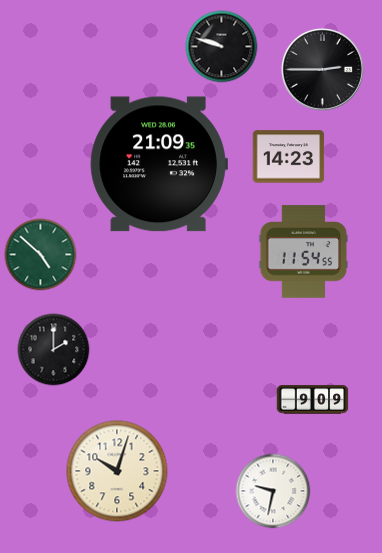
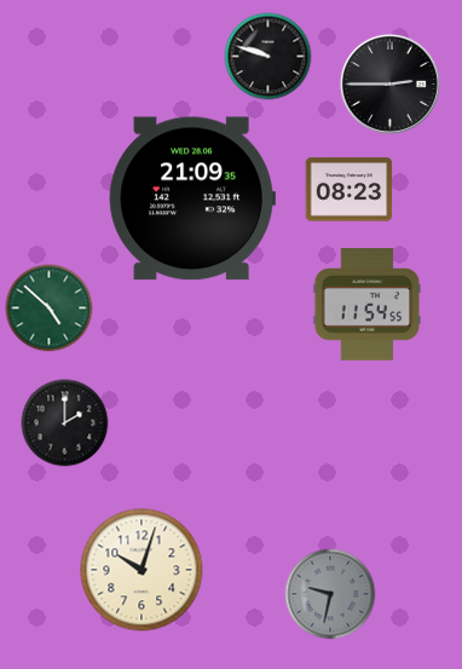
clock at (289, 157): 14:23 -> 08:23
clock at (313, 400): 9:09 -> none
clock at (273, 491) dial: white -> grey
